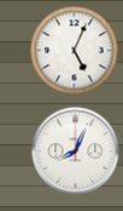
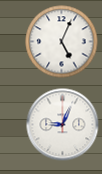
clock at (76, 152): 8:04 -> 9:04
